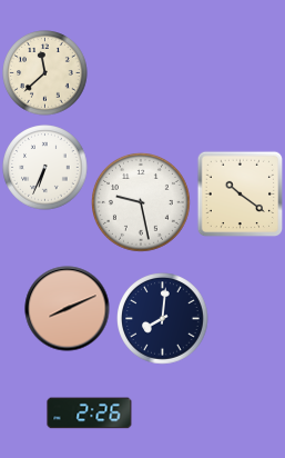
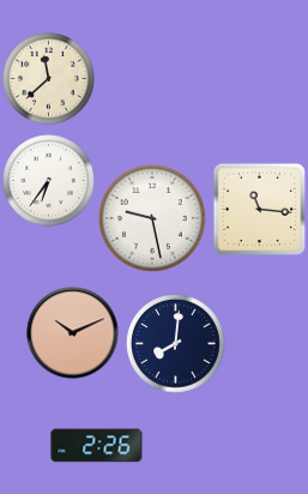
clock at (45, 168): 6:34 -> 6:36
clock at (240, 193): 10:21 -> 11:16
clock at (68, 309): 8:11 -> 10:11
